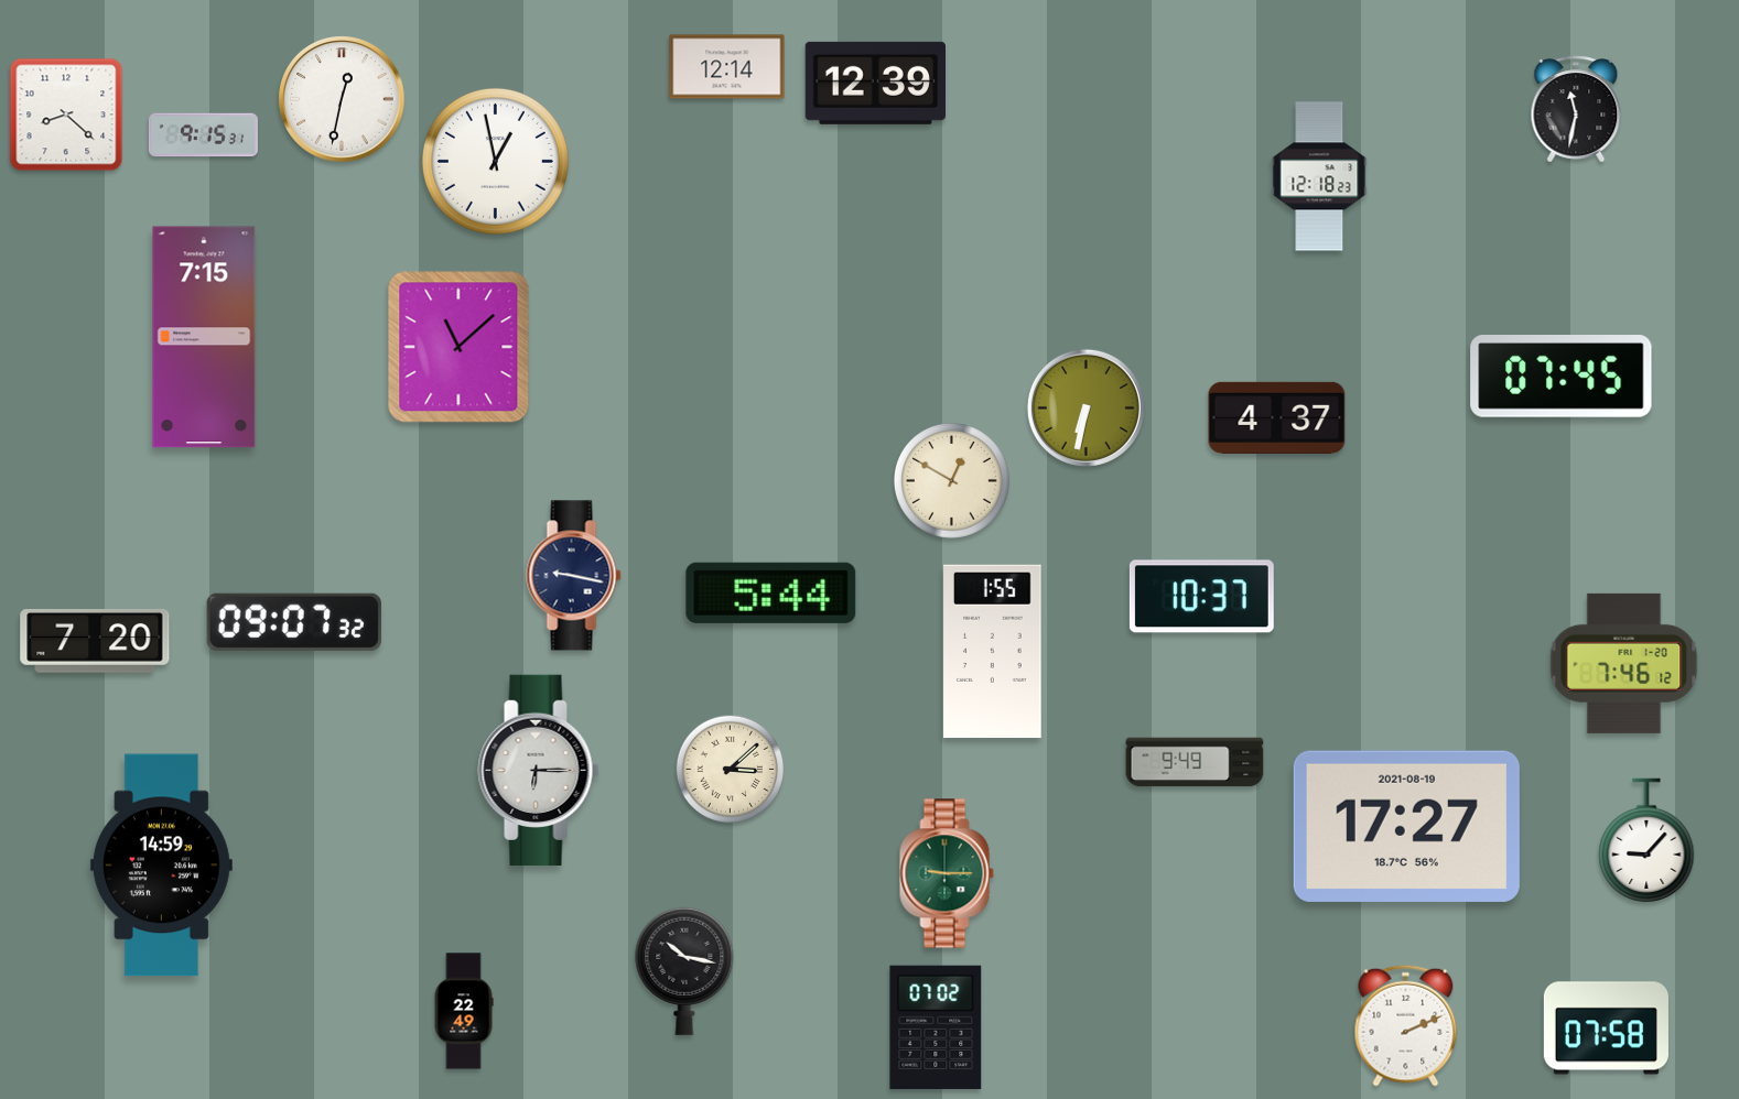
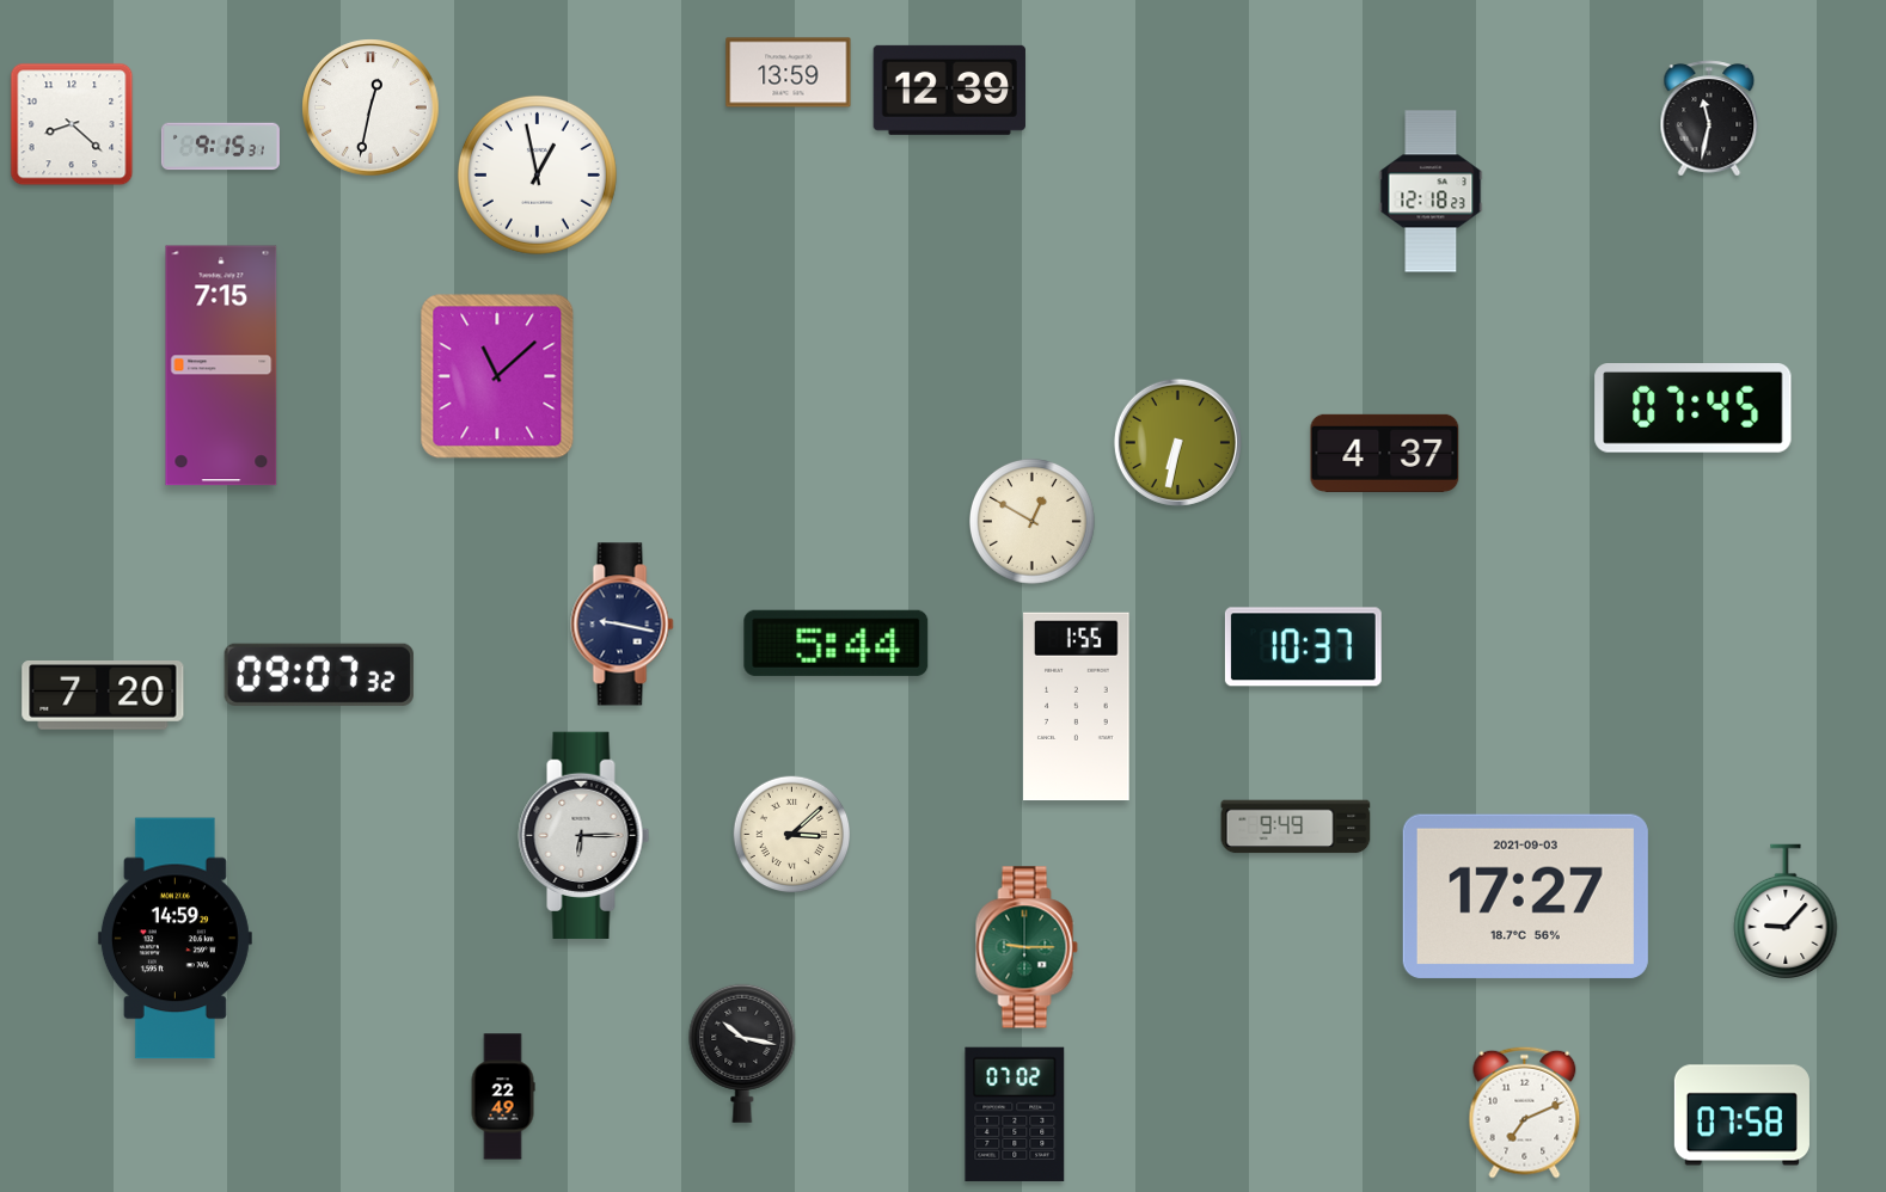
clock at (727, 67): 12:14 -> 13:59
clock at (1624, 663): 7:46 -> none
clock at (1406, 826) date: 2021-08-19 -> 2021-09-03
clock at (1406, 1025): 2:11 -> 7:11
